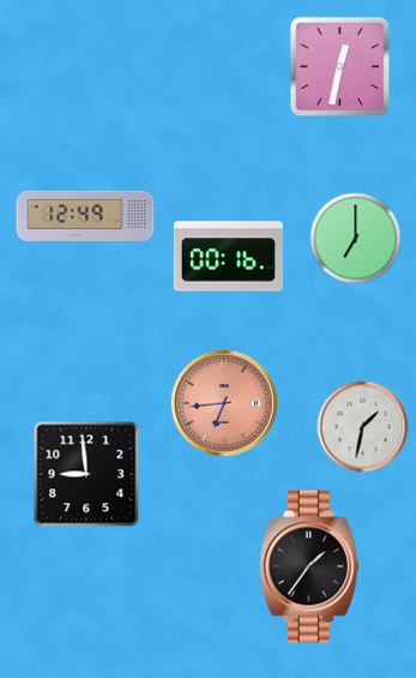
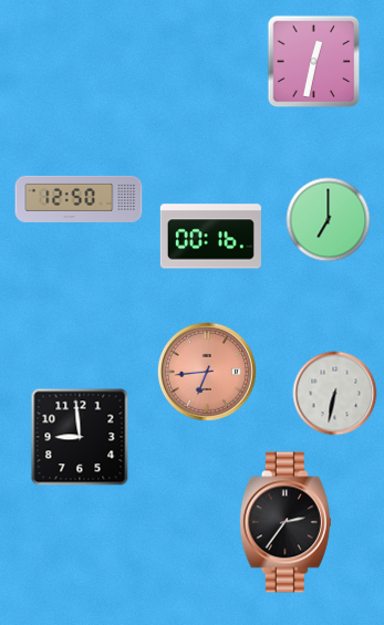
clock at (85, 216): 12:49 -> 12:50
clock at (363, 427): 1:32 -> 6:32
clock at (309, 566): 1:36 -> 2:36
